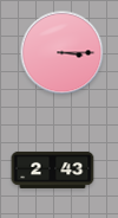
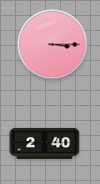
clock at (53, 169): 2:43 -> 2:40
